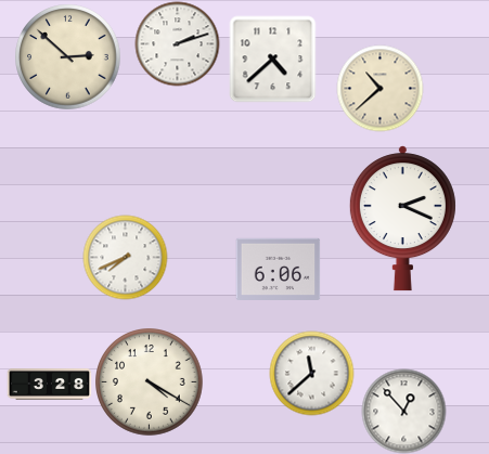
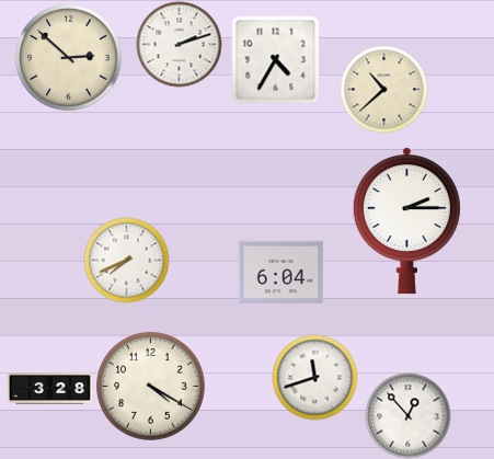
clock at (272, 59): 4:38 -> 4:35
clock at (402, 219): 2:19 -> 2:15
clock at (278, 269): 6:06 -> 6:04
clock at (311, 373): 11:38 -> 11:42
